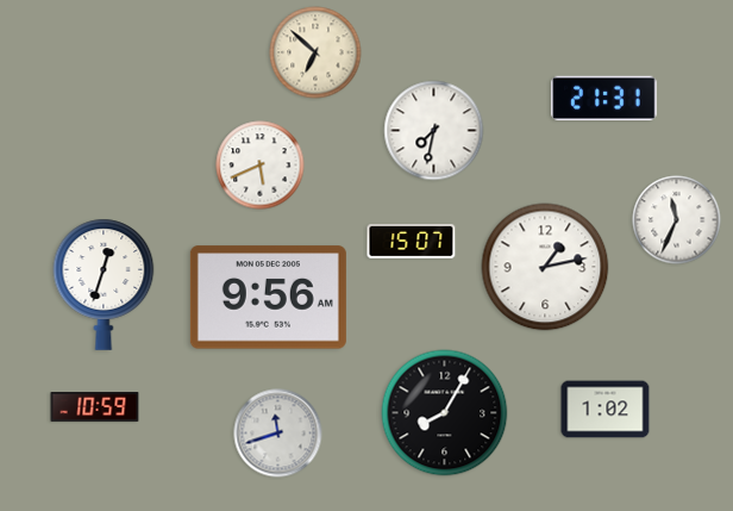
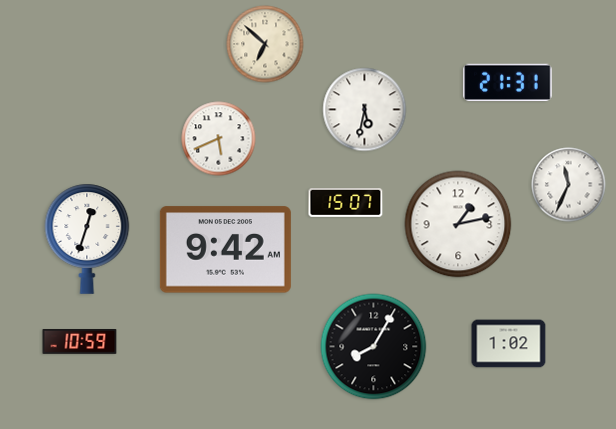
clock at (434, 131): 7:32 -> 5:32
clock at (268, 298): 9:56 -> 9:42
clock at (278, 434): 11:42 -> none
